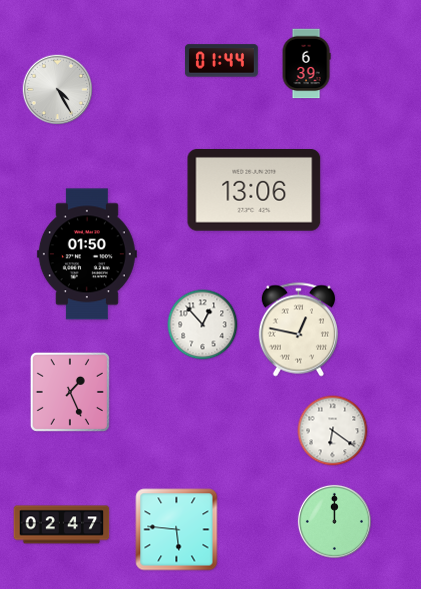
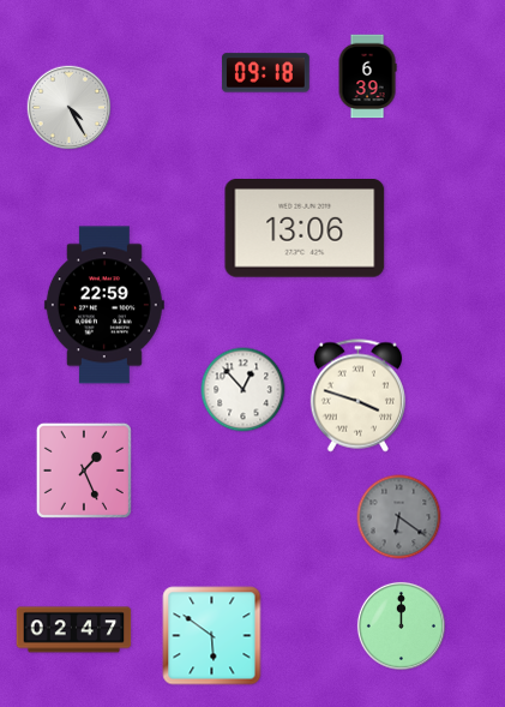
clock at (222, 61): 01:44 -> 09:18
clock at (87, 254): 01:50 -> 22:59
clock at (298, 330): 12:47 -> 3:48
clock at (333, 431) dial: white -> grey
clock at (177, 530): 5:46 -> 5:51
